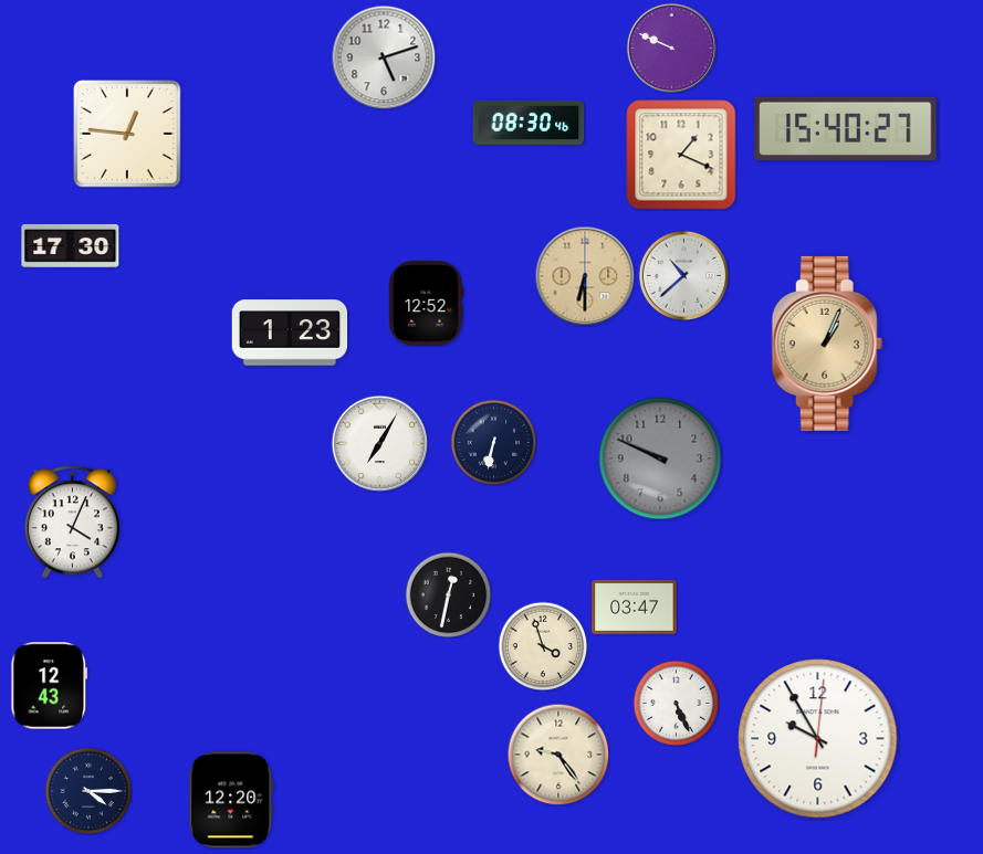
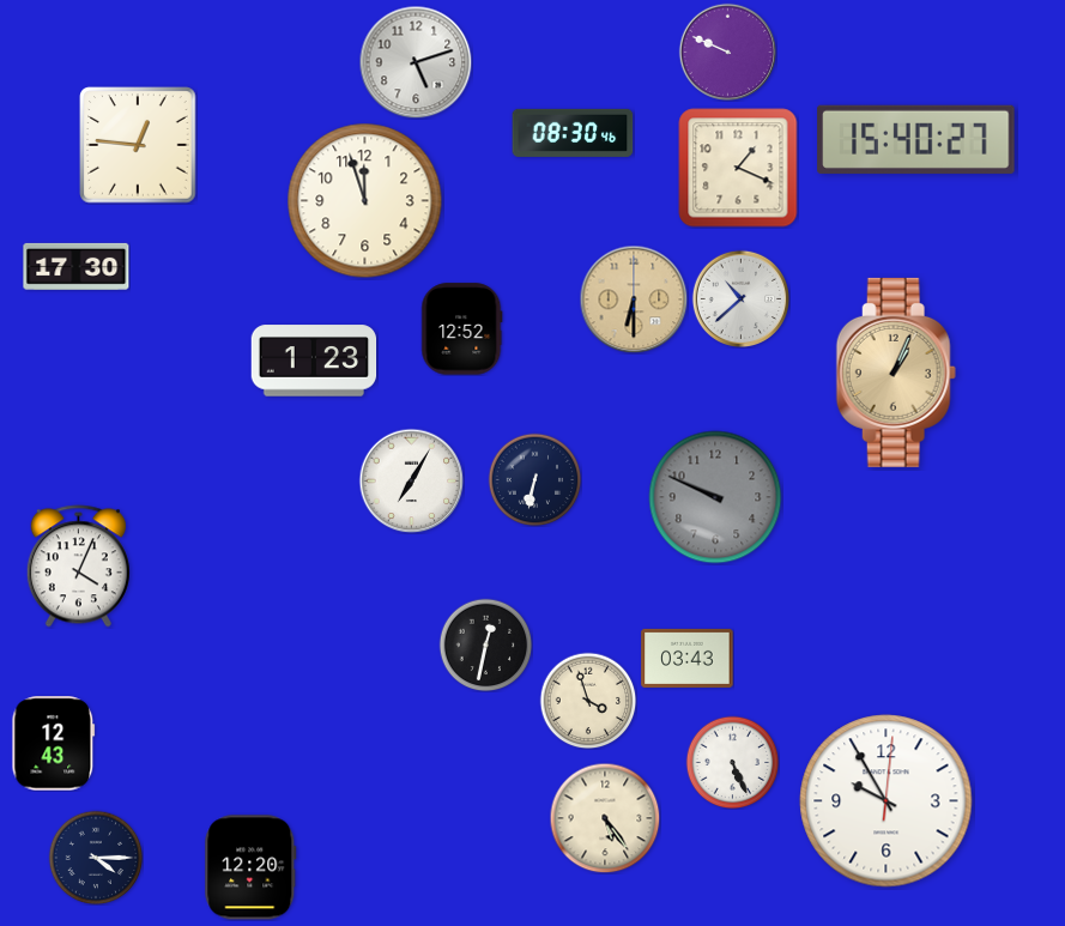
clock at (365, 201): none -> 11:57
clock at (635, 607): 03:47 -> 03:43
clock at (558, 755): 9:24 -> 5:24
